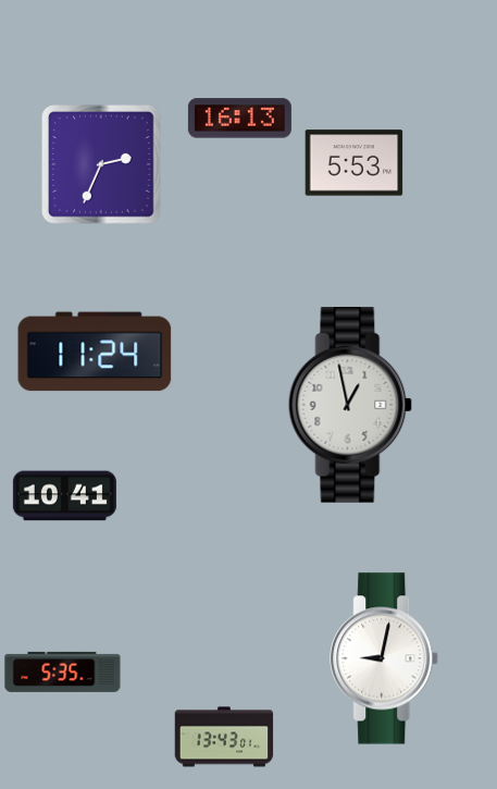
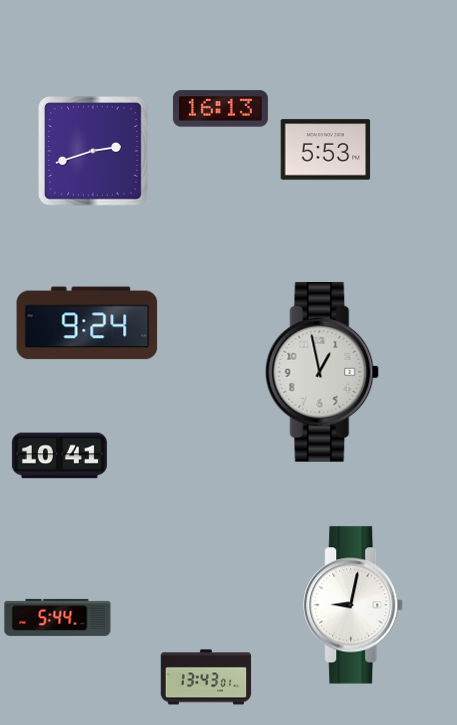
clock at (101, 164): 2:34 -> 2:42
clock at (95, 352): 11:24 -> 9:24
clock at (63, 671): 5:35 -> 5:44
